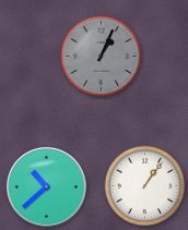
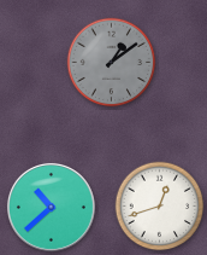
clock at (102, 57): 1:04 -> 1:09
clock at (145, 186): 1:06 -> 12:42
